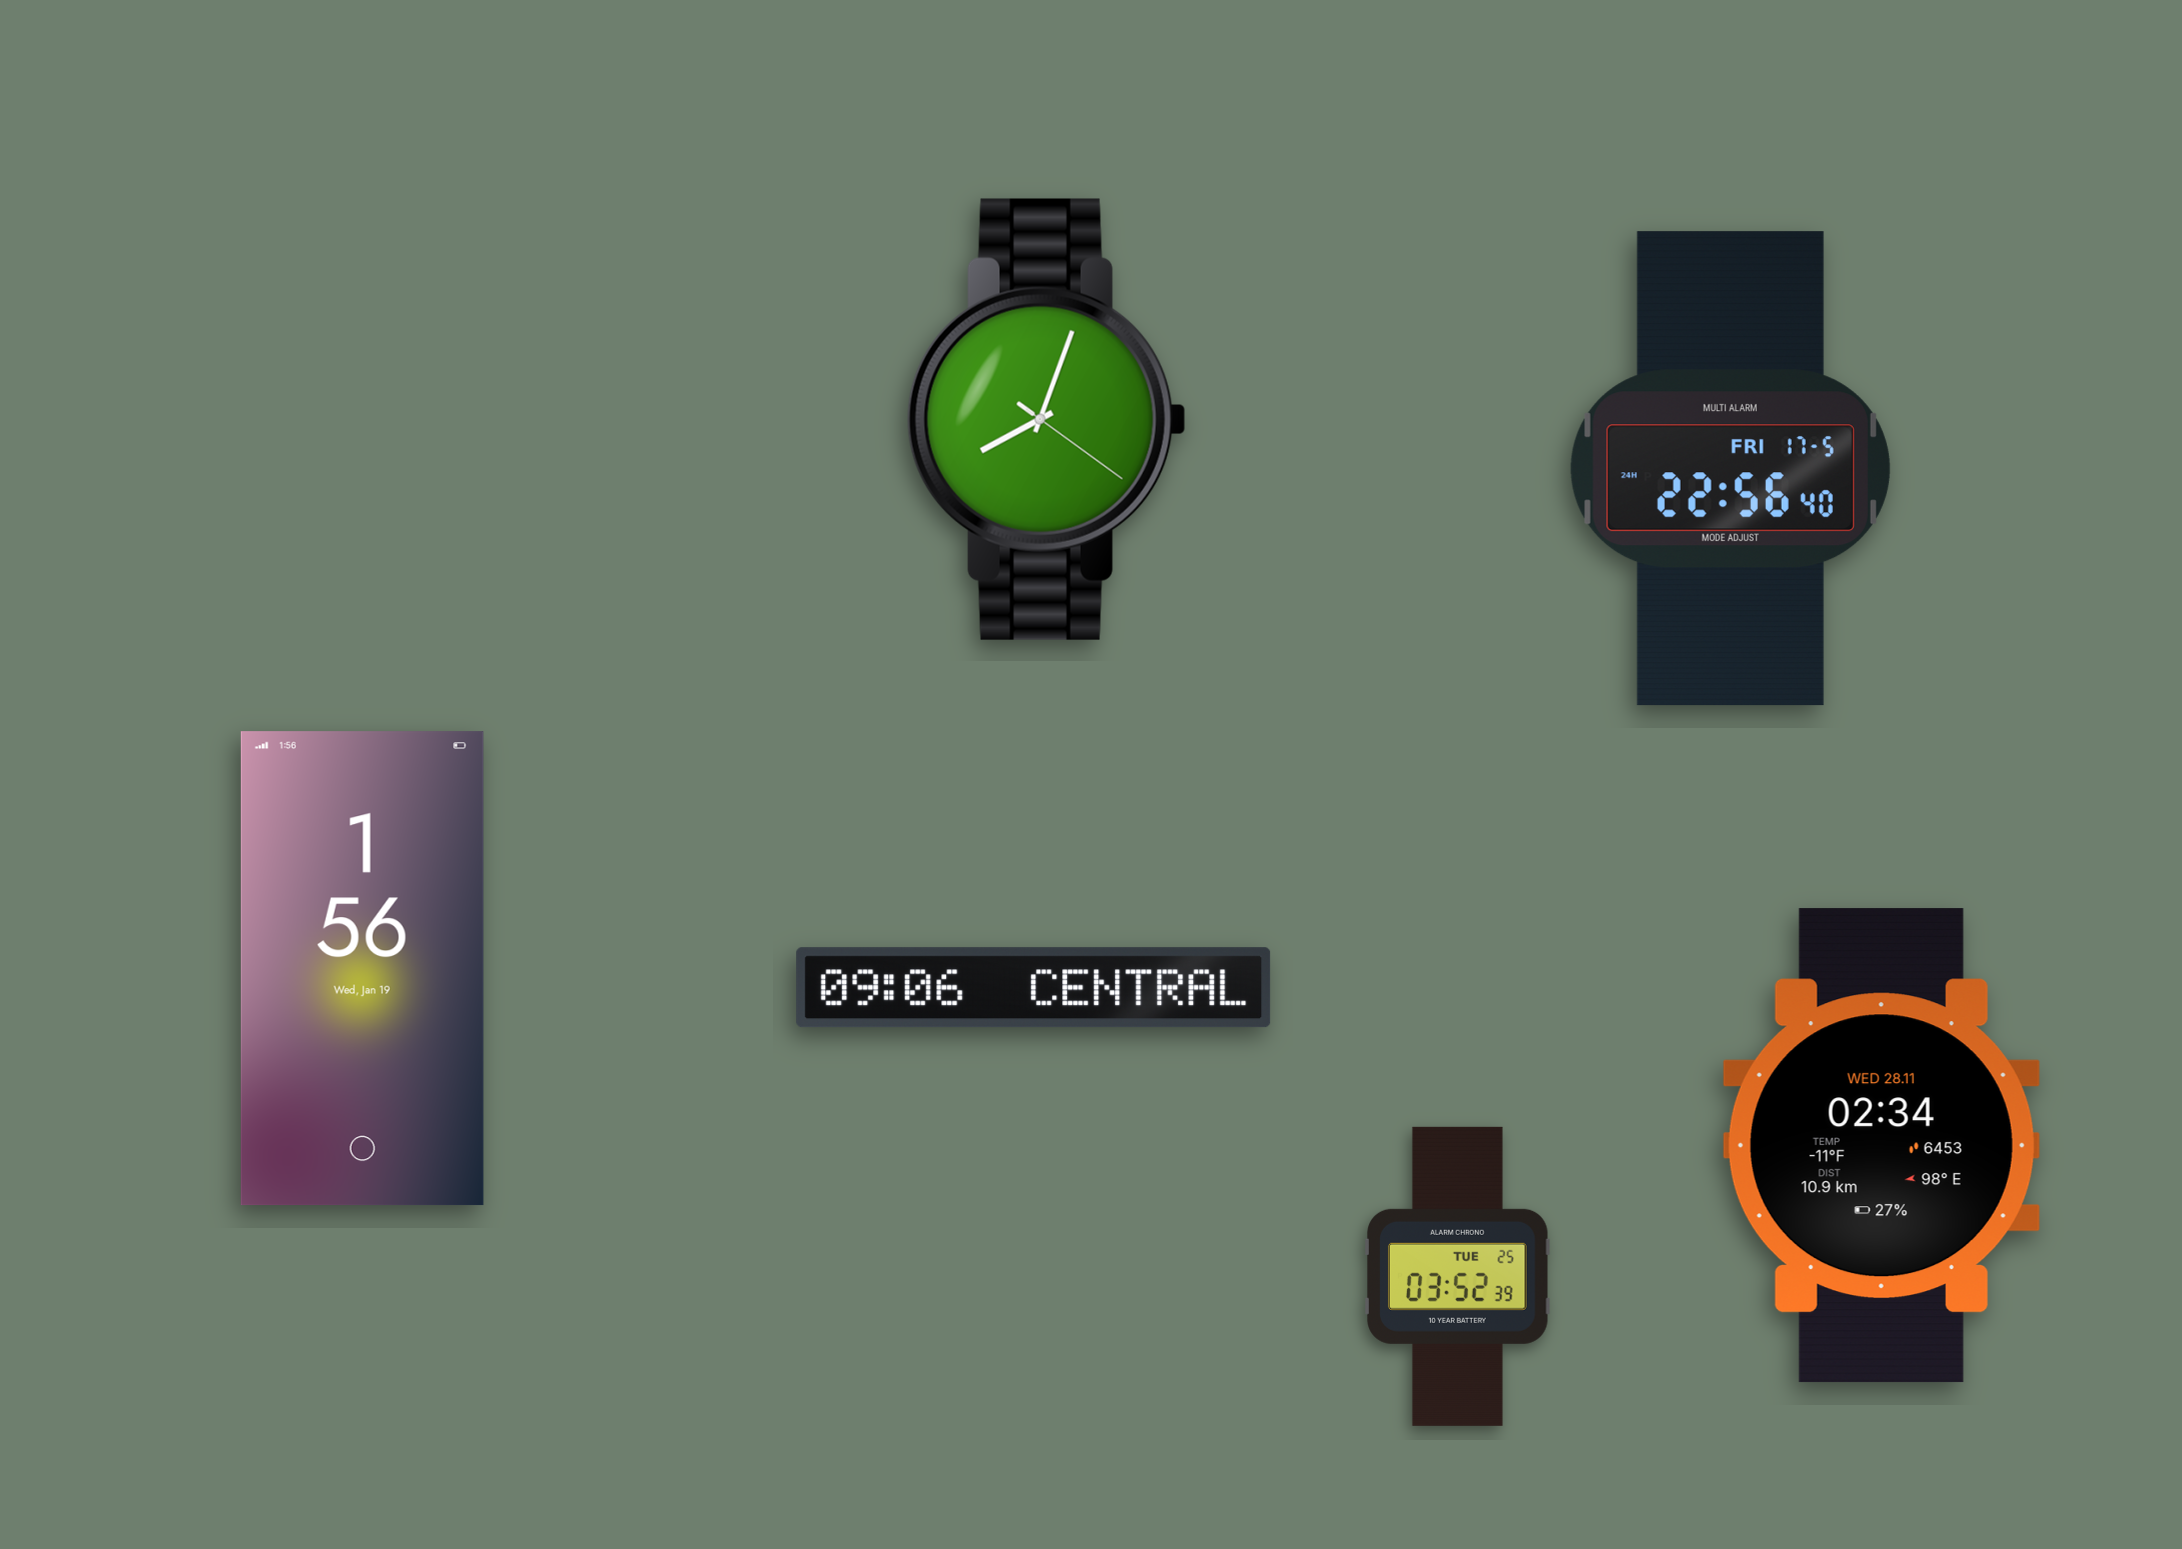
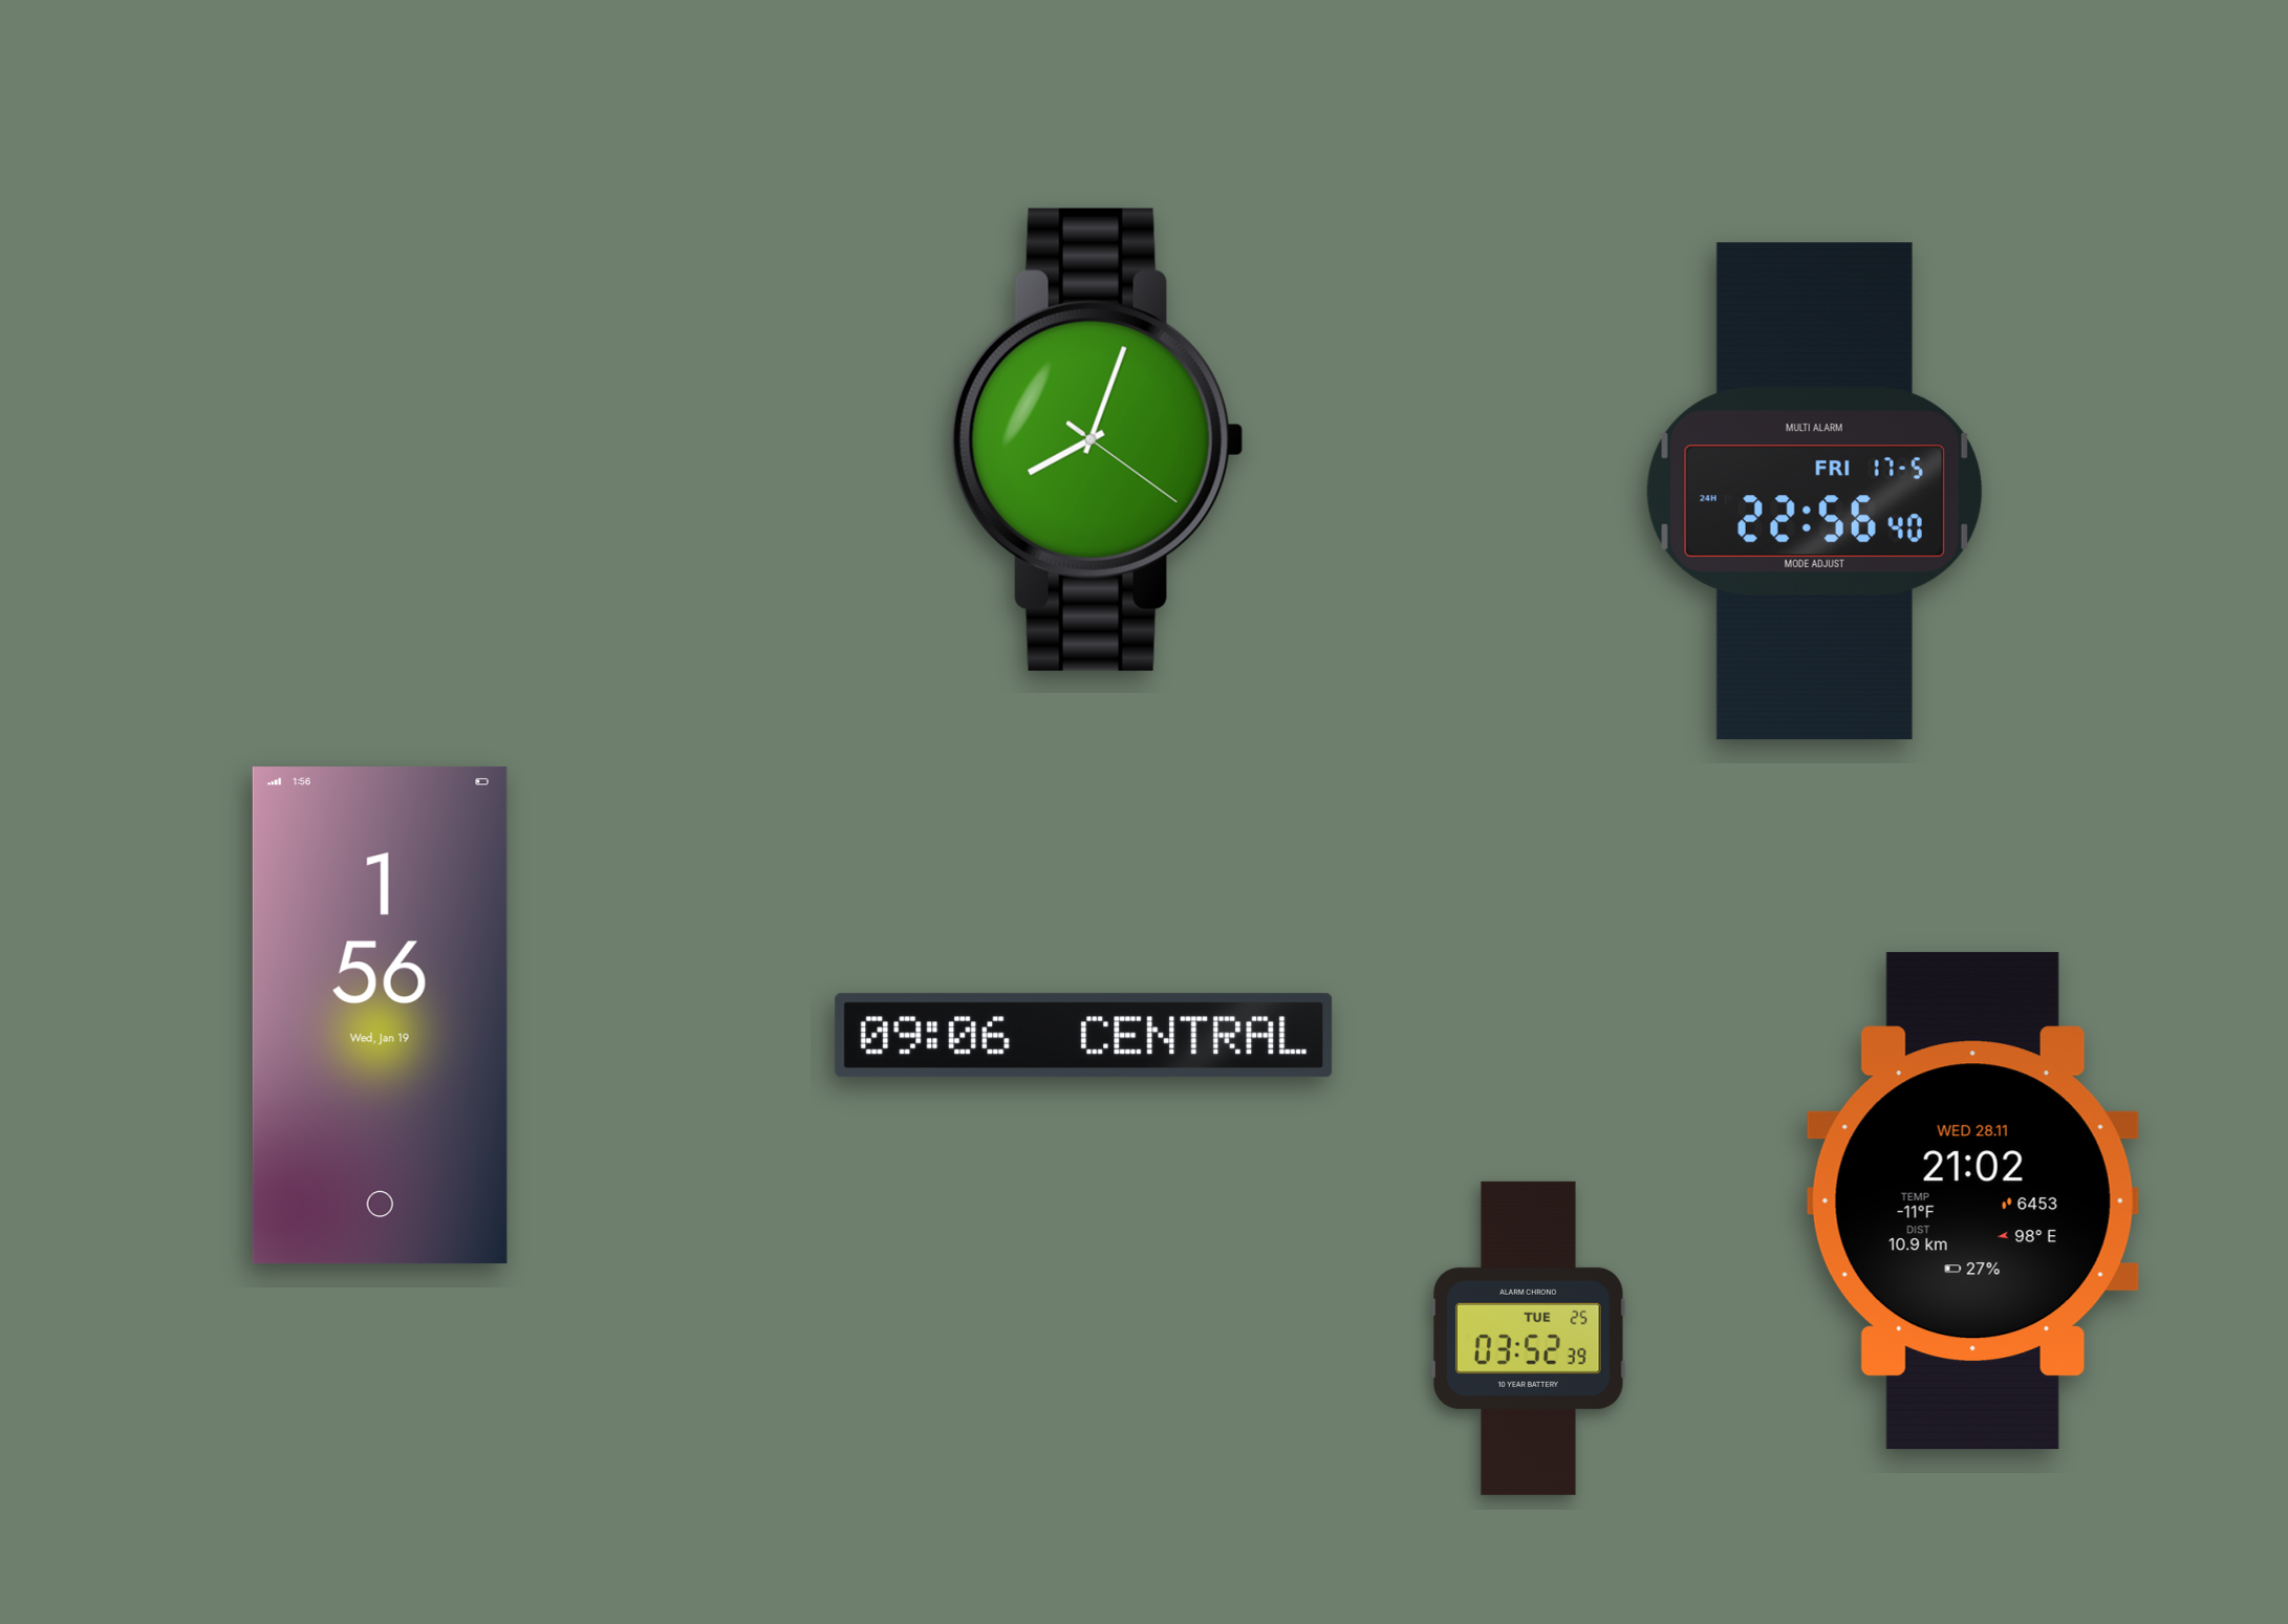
clock at (1881, 1146): 02:34 -> 21:02
